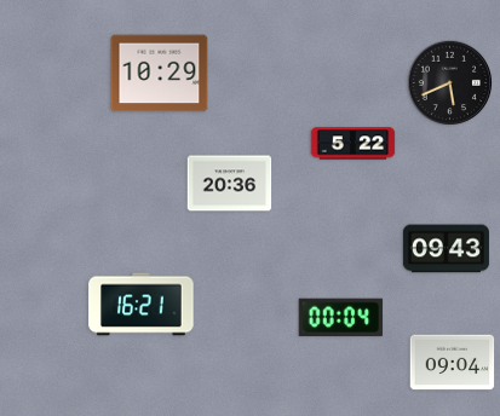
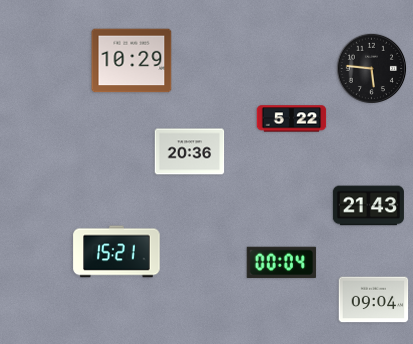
clock at (450, 83): 5:41 -> 5:46
clock at (446, 249): 09:43 -> 21:43
clock at (142, 305): 16:21 -> 15:21
